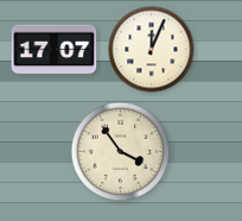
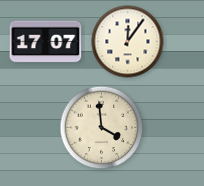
clock at (152, 50): 12:04 -> 12:06
clock at (121, 152): 3:54 -> 3:59
